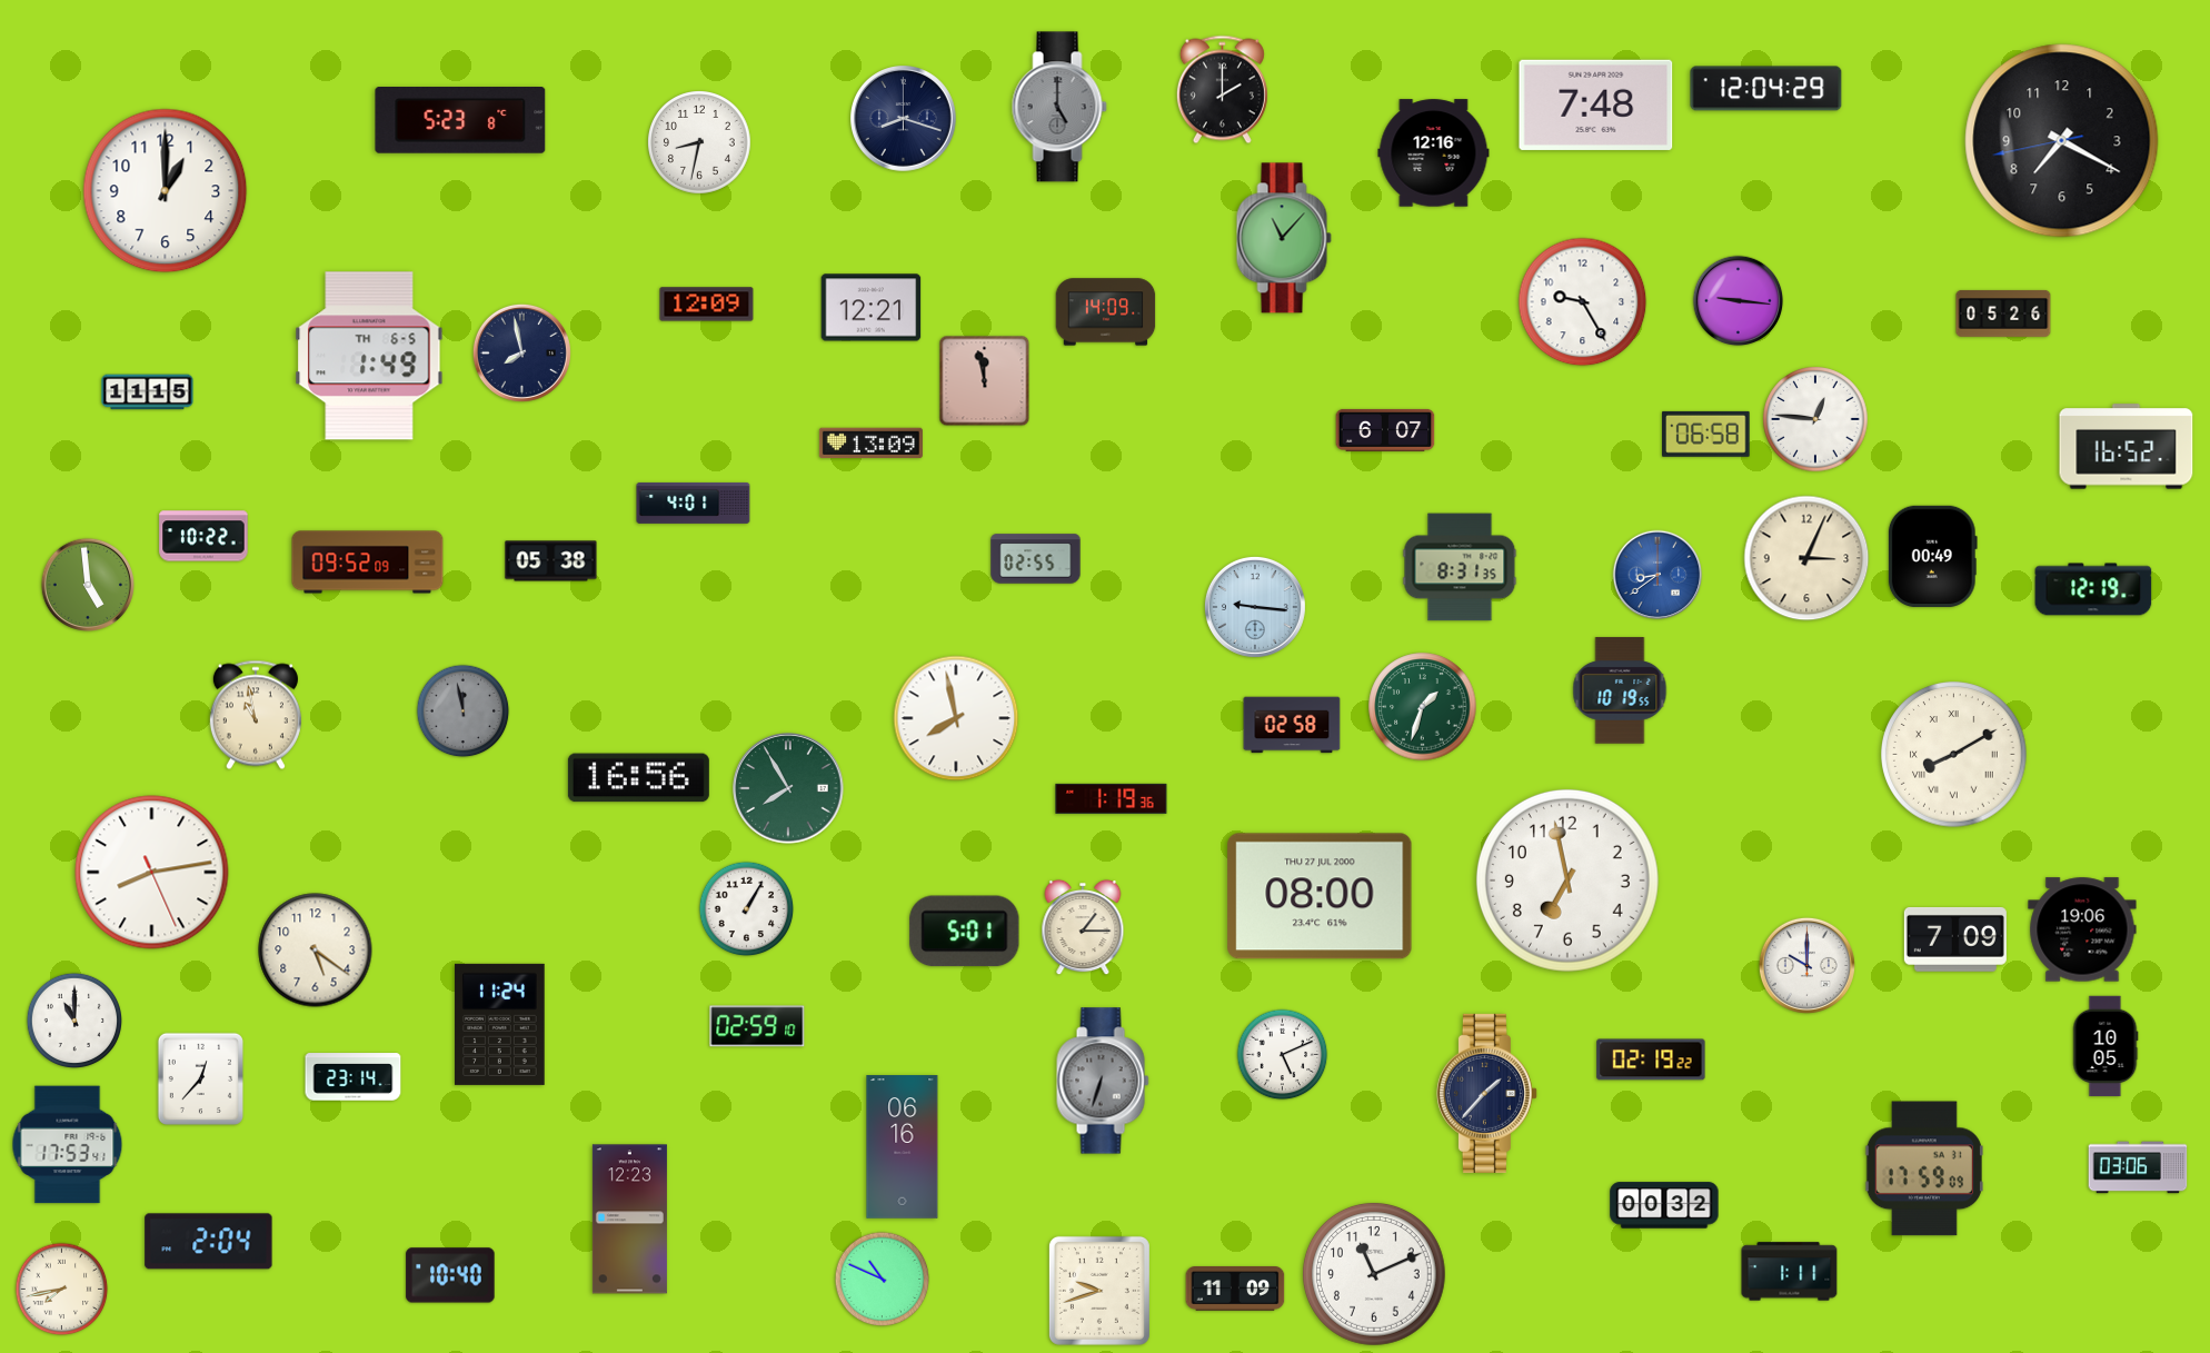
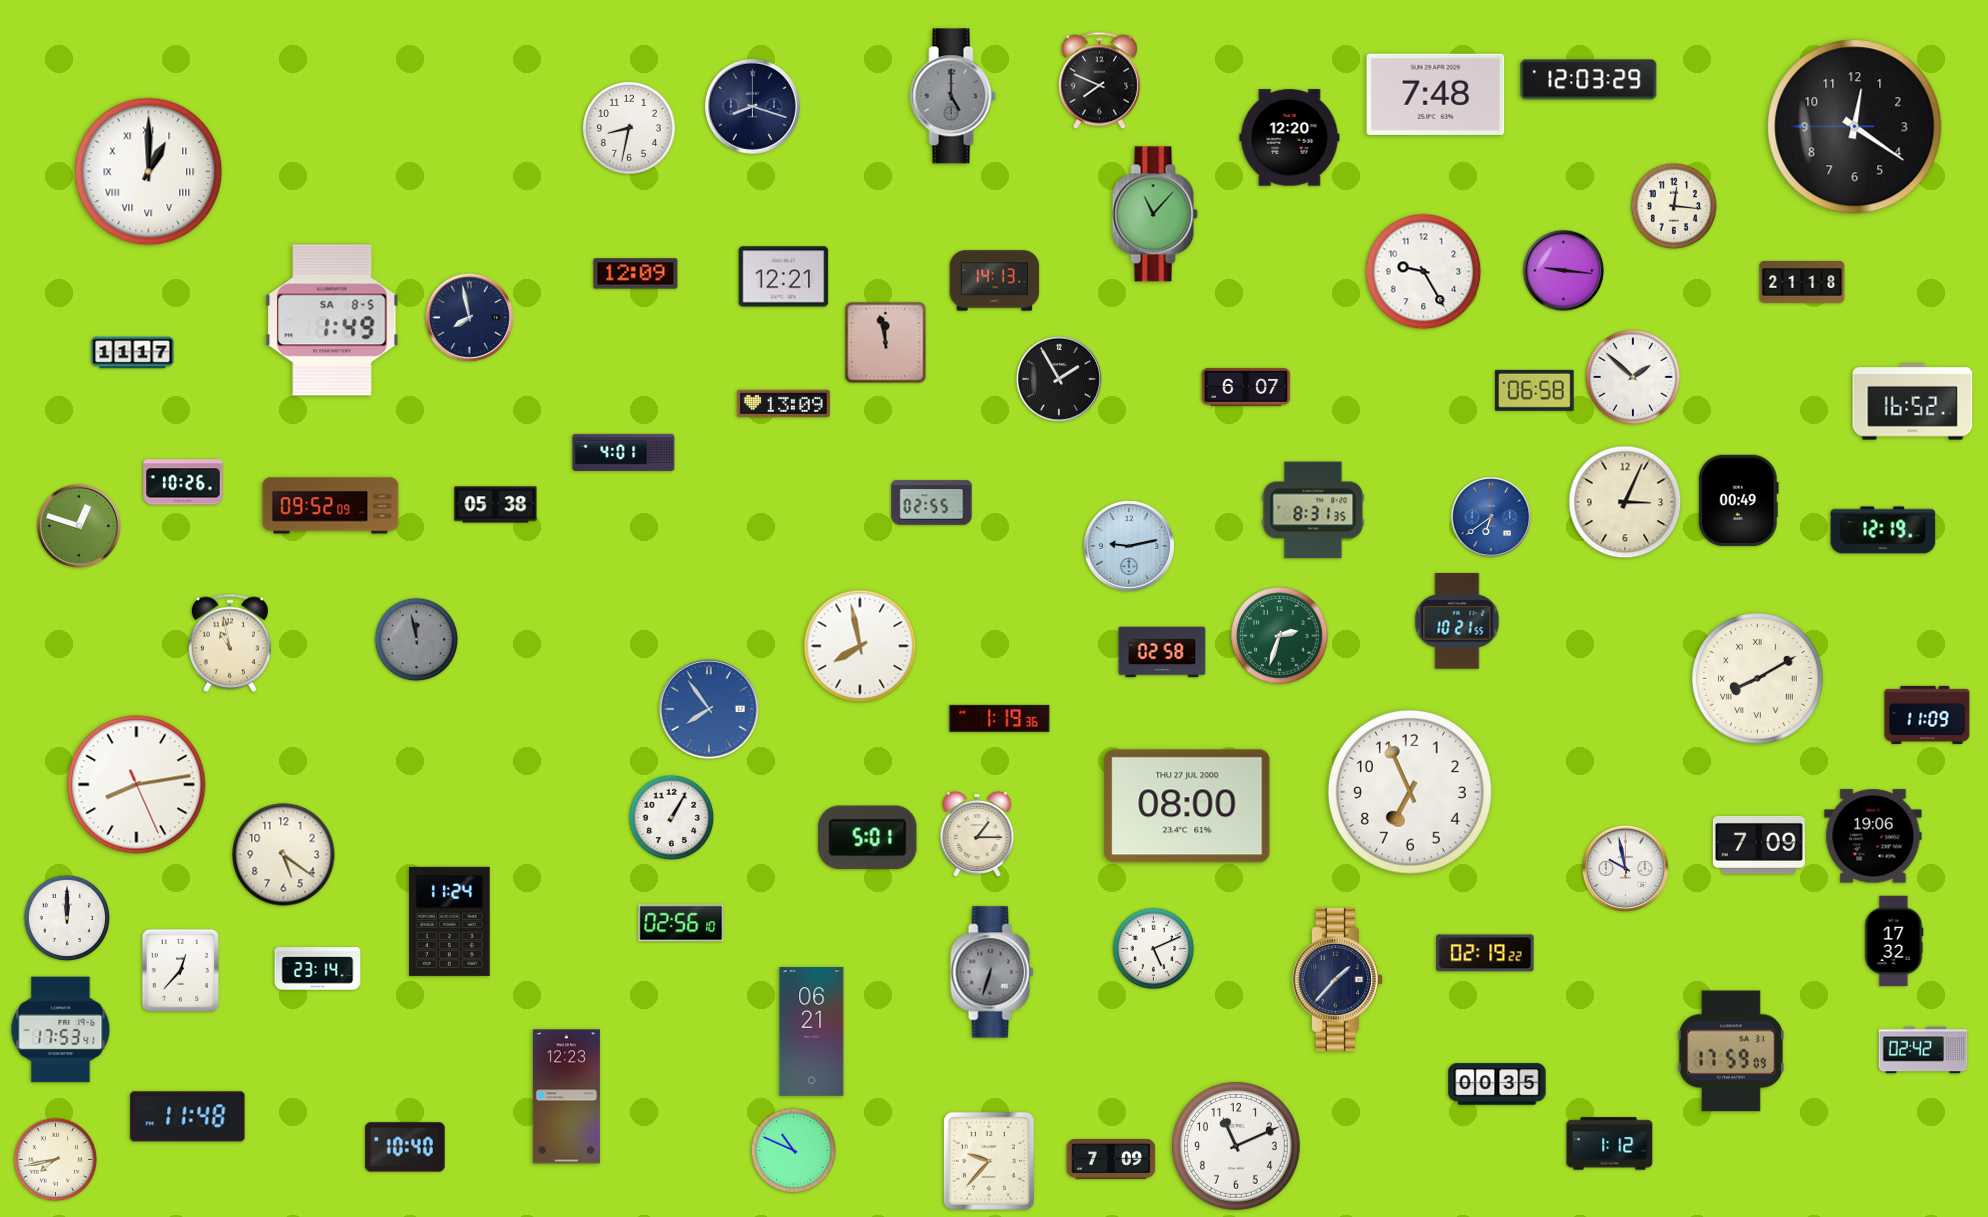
clock at (1766, 89): 12:04 -> 12:03
clock at (1222, 90): 2:00 -> 7:49
clock at (904, 119) position: (904, 119) -> (753, 107)
clock at (460, 121): 5:23 -> none
clock at (2062, 141): 7:19 -> 12:20
clock at (1434, 153): 12:16 -> 12:20
clock at (166, 191) numerals: Arabic -> Roman
clock at (1673, 205): none -> 12:16
clock at (1106, 312): 14:09 -> 14:13
clock at (2003, 314): 05:26 -> 21:18
clock at (369, 356) date: TH 6-5 -> SA 8-5
clock at (148, 392): 11:15 -> 11:17
clock at (1815, 419): 12:46 -> 1:52
clock at (1059, 379): none -> 1:55
clock at (870, 444) position: (870, 444) -> (783, 404)
clock at (203, 536): 10:22 -> 10:26
clock at (1657, 575): 8:39 -> 6:39
clock at (87, 584): 4:59 -> 12:48
clock at (1255, 607): 9:16 -> 9:13
clock at (1620, 690): 10:19 -> 10:21
clock at (1423, 707): 1:33 -> 2:33
clock at (638, 778): 16:56 -> none
clock at (788, 788): 7:55 -> 7:54
clock at (788, 788) dial: green -> blue
clock at (1927, 715): none -> 11:09
clock at (1567, 881): 6:58 -> 6:56
clock at (1083, 927) position: (1083, 927) -> (977, 834)
clock at (1806, 965): 10:00 -> 9:58
clock at (73, 1019): 11:00 -> 12:00
clock at (757, 1026): 02:59 -> 02:56
clock at (2106, 1046): 10:05 -> 17:32
clock at (1486, 1093) position: (1486, 1093) -> (1337, 979)
clock at (903, 1147): 06:16 -> 06:21
clock at (2138, 1167): 03:06 -> 02:42
clock at (1664, 1205): 00:32 -> 00:35
clock at (209, 1242): 2:04 -> 11:48
clock at (1790, 1272): 1:11 -> 1:12
clock at (1235, 1289): 11:09 -> 7:09
clock at (1099, 1291): 9:42 -> 9:37
